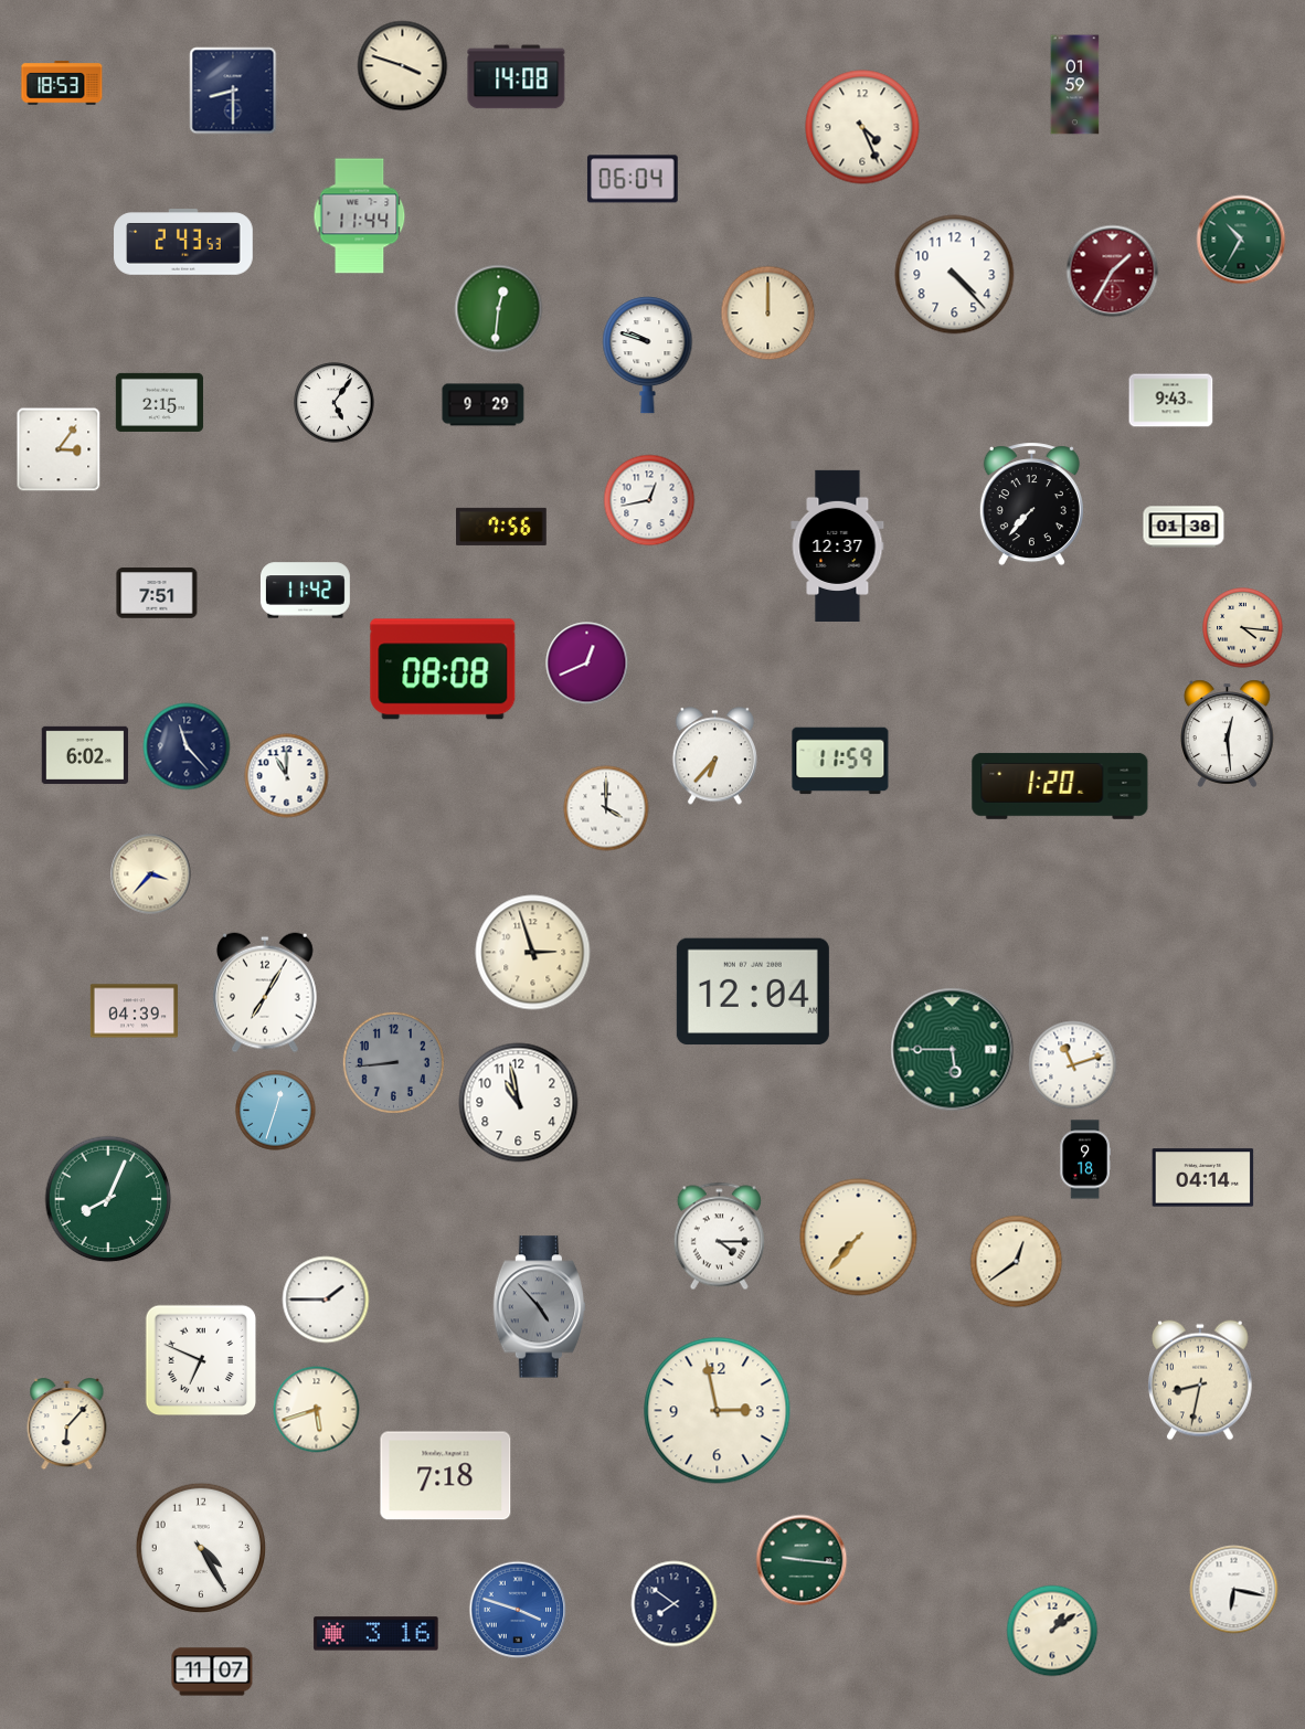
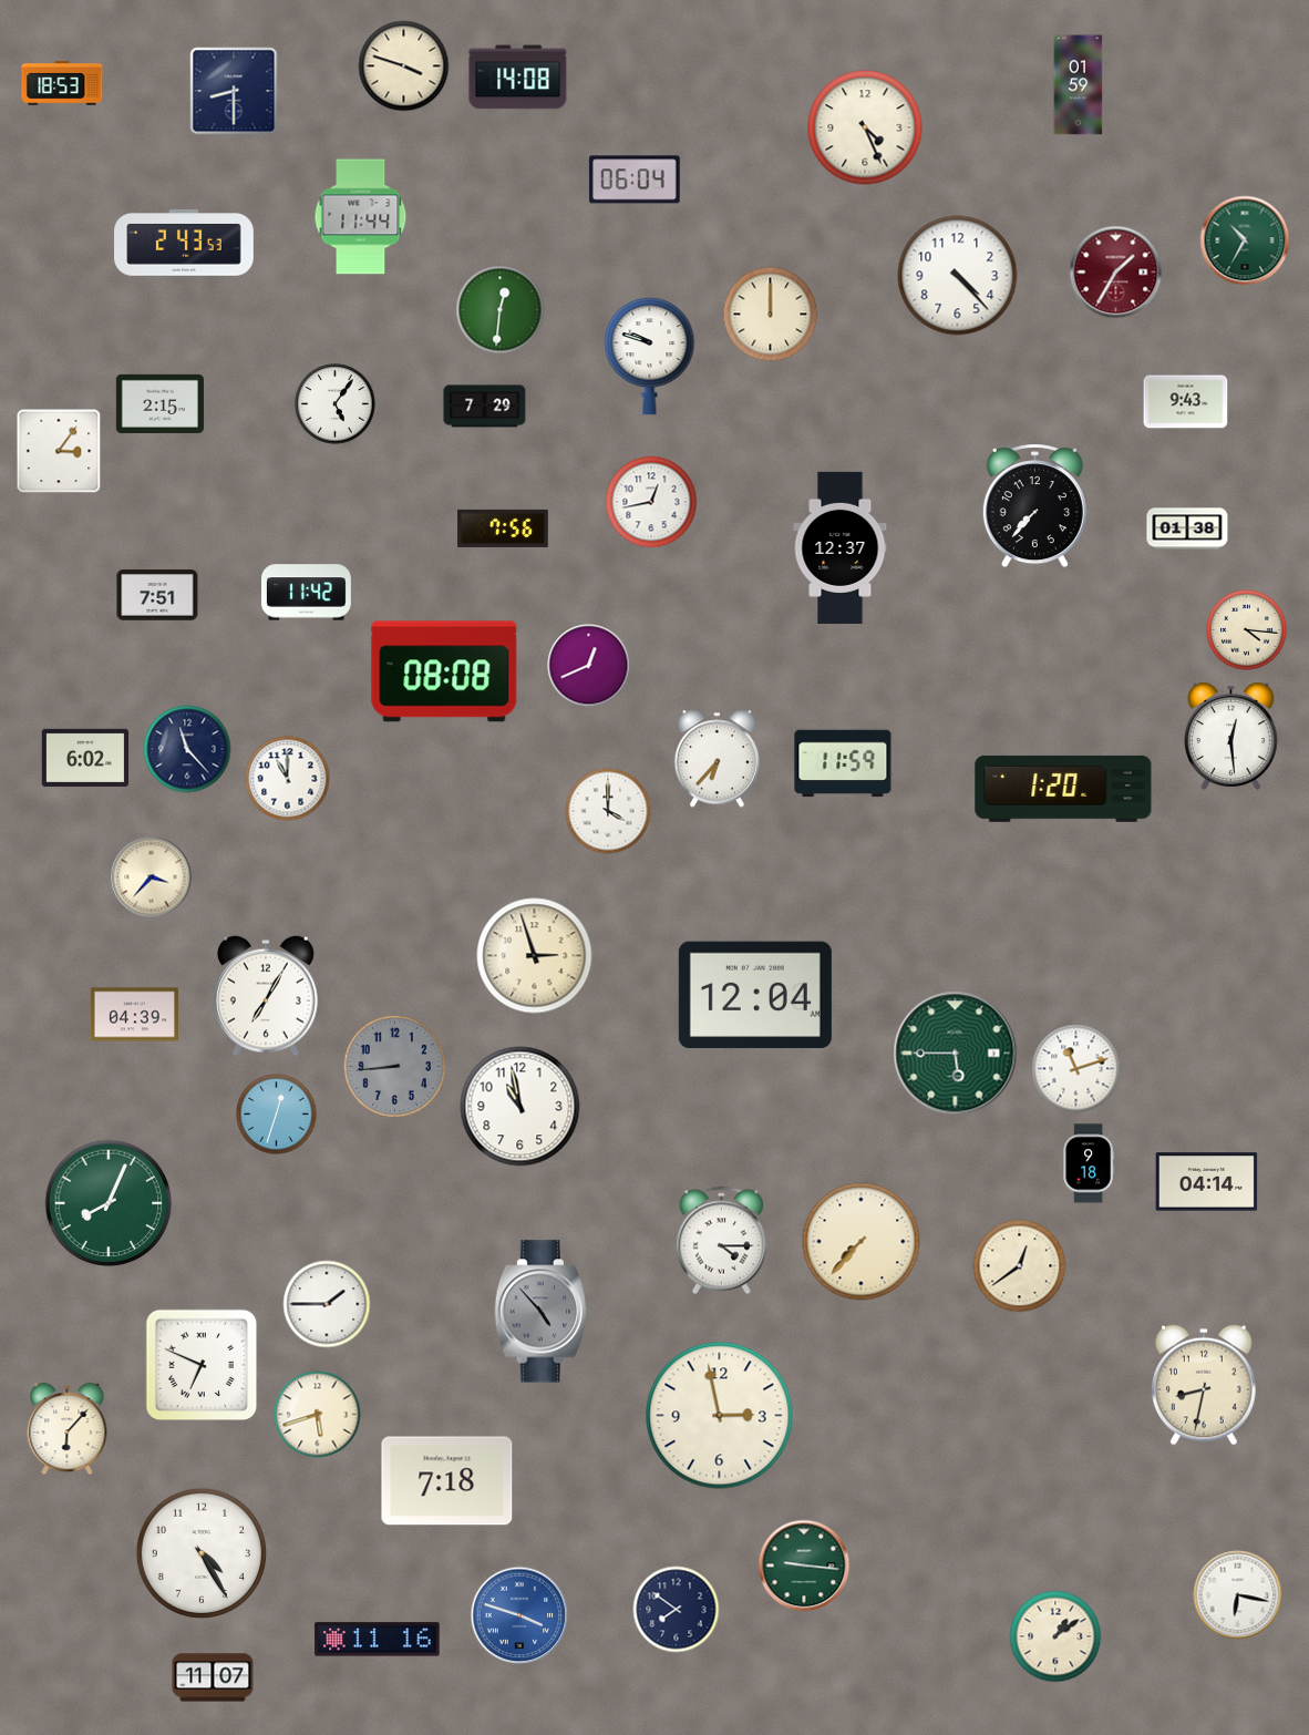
clock at (1171, 401) position: (1171, 401) -> (1186, 402)
clock at (484, 405): 9:29 -> 7:29
clock at (376, 1634): 3:16 -> 11:16
